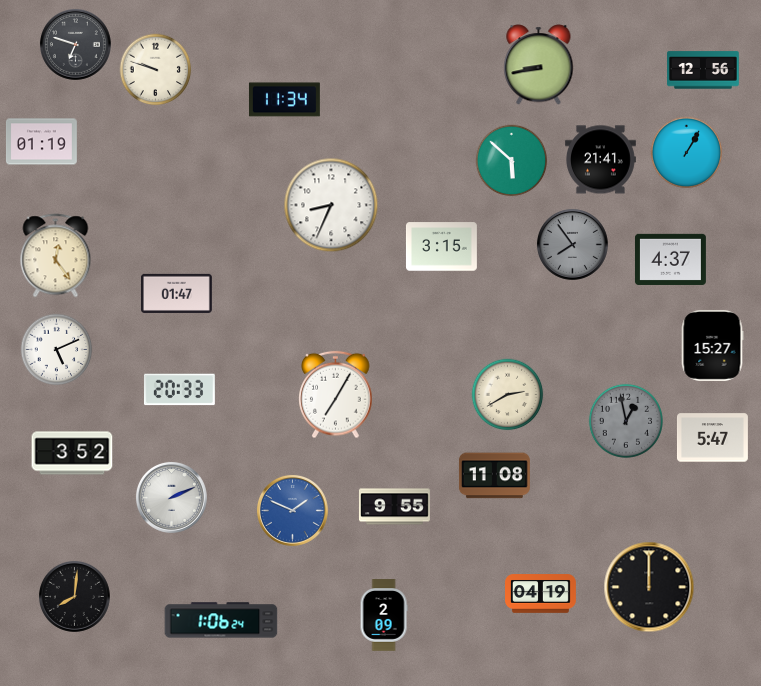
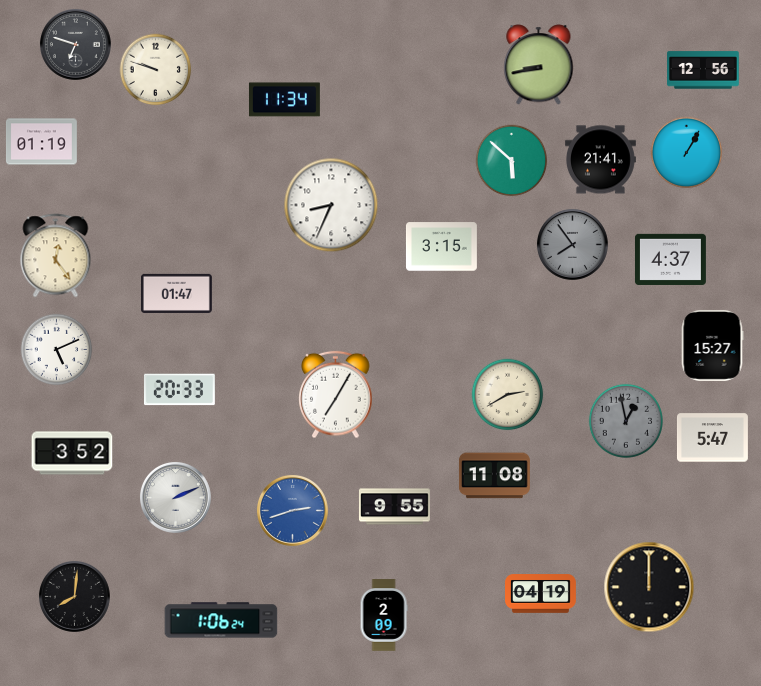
clock at (171, 497) position: (171, 497) -> (175, 497)
clock at (292, 510): 1:49 -> 2:42
